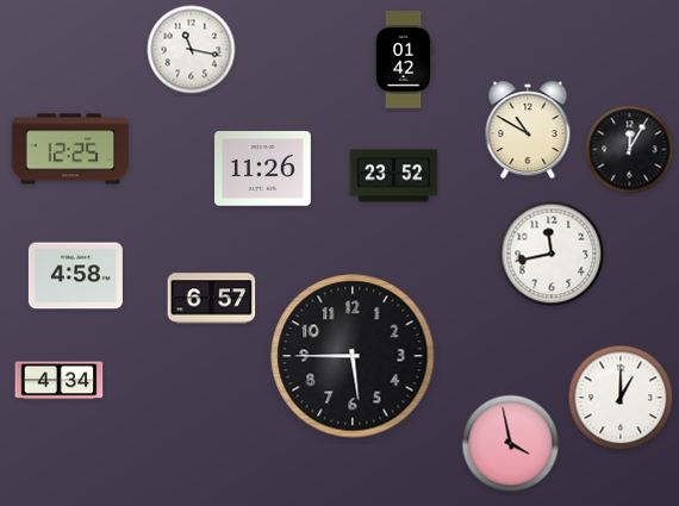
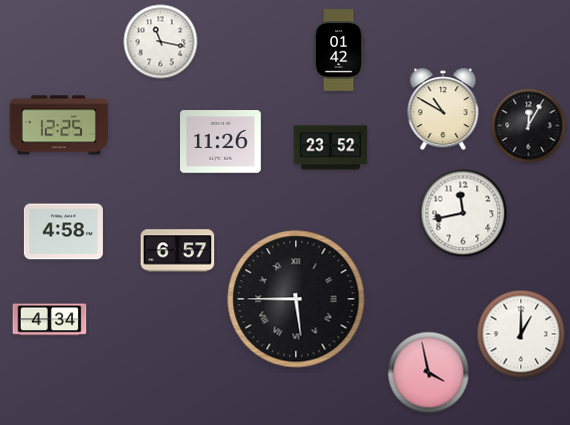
clock at (353, 356) numerals: Arabic -> Roman
